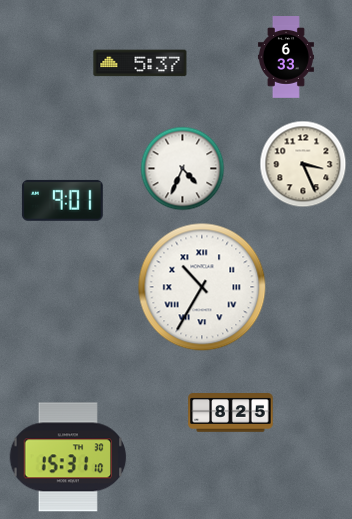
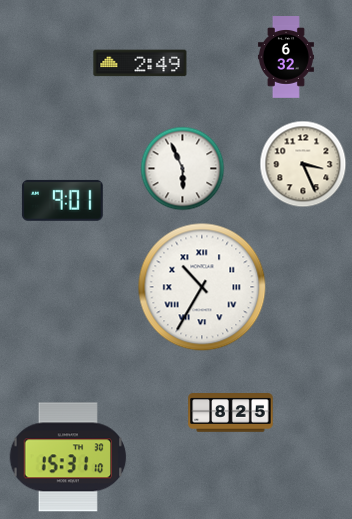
clock at (286, 57): 6:33 -> 6:32
clock at (140, 63): 5:37 -> 2:49
clock at (183, 169): 4:34 -> 5:56
